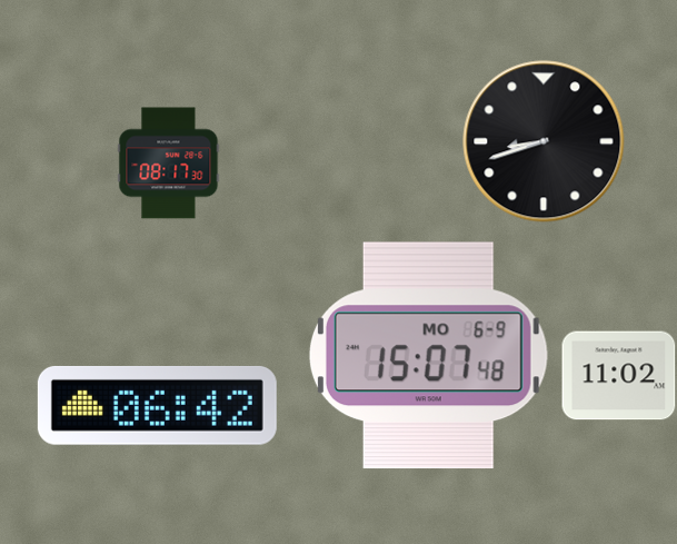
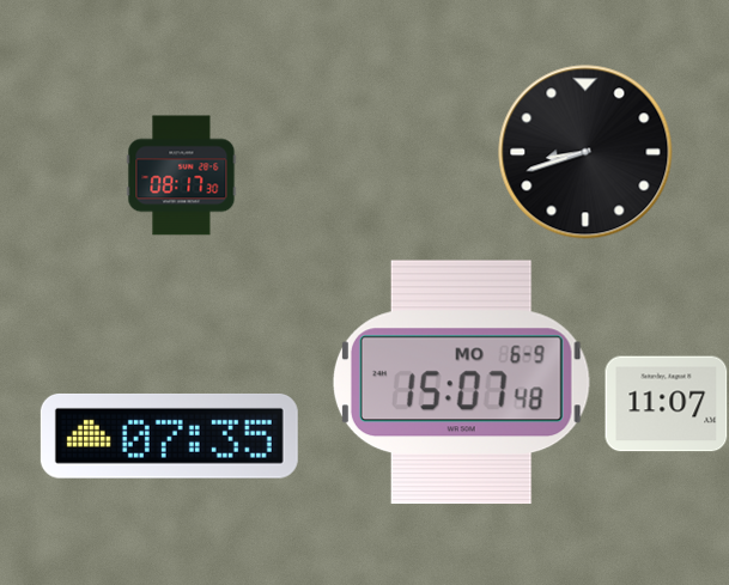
clock at (619, 376): 11:02 -> 11:07
clock at (157, 405): 06:42 -> 07:35
